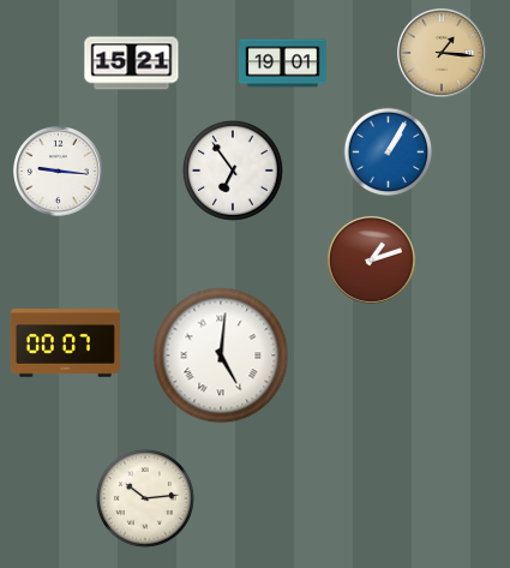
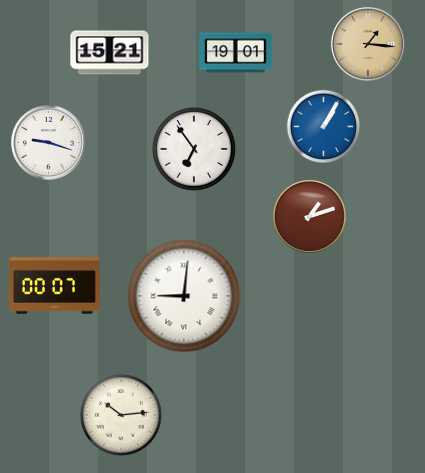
clock at (233, 171) position: (233, 171) -> (194, 149)
clock at (59, 172): 9:16 -> 9:18
clock at (221, 355): 5:01 -> 9:01
